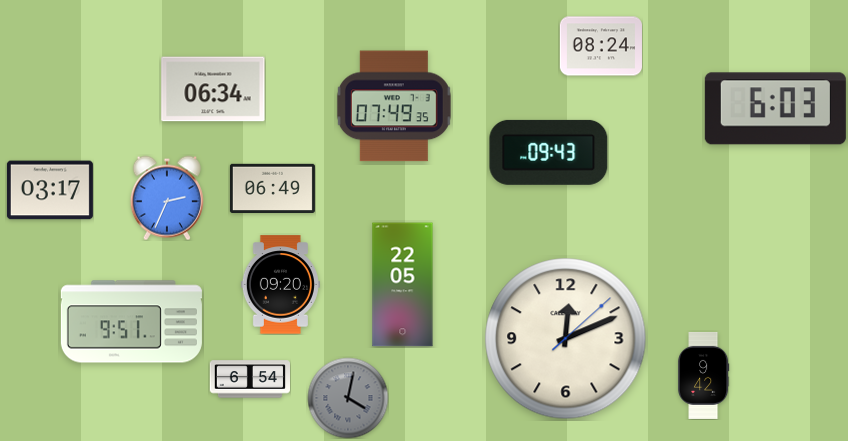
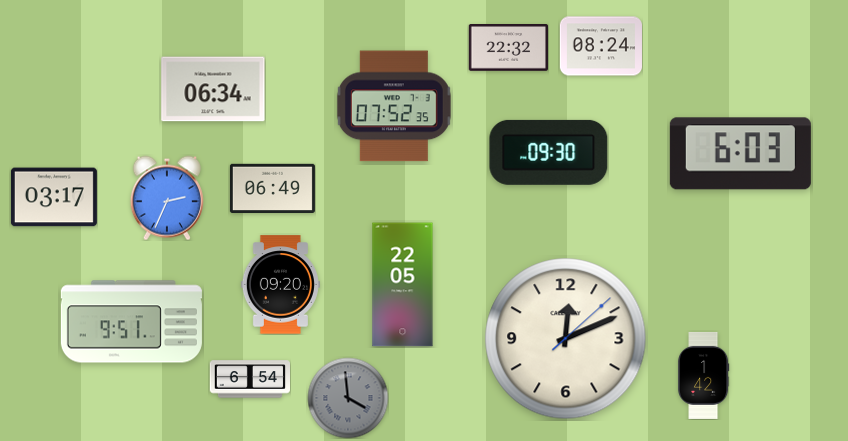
clock at (508, 48): none -> 22:32
clock at (394, 106): 07:49 -> 07:52
clock at (775, 109) position: (775, 109) -> (740, 154)
clock at (549, 152): 09:43 -> 09:30
clock at (50, 190) position: (50, 190) -> (54, 197)
clock at (703, 375): 9:42 -> 1:42
clock at (348, 398): 4:02 -> 3:59
